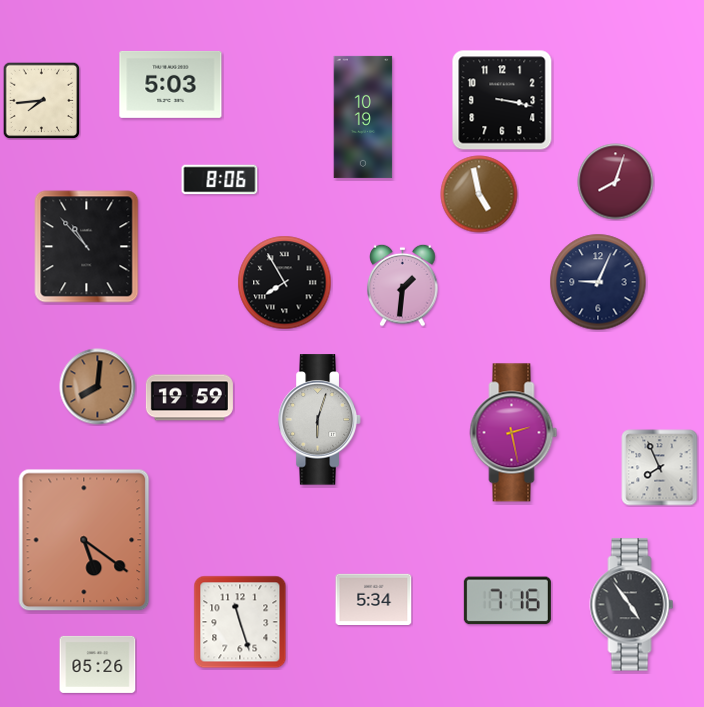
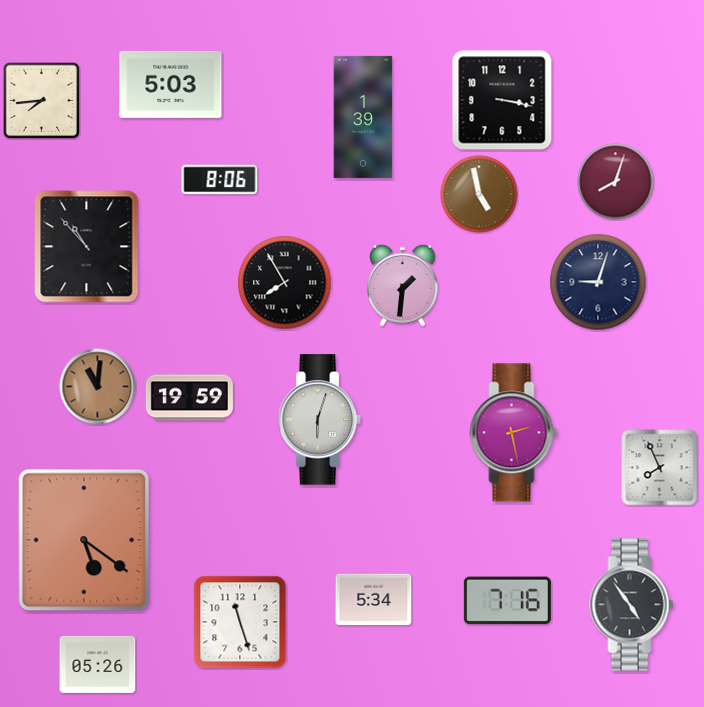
clock at (363, 117): 10:19 -> 1:39
clock at (598, 282): 9:04 -> 9:03
clock at (98, 387): 8:01 -> 11:01
